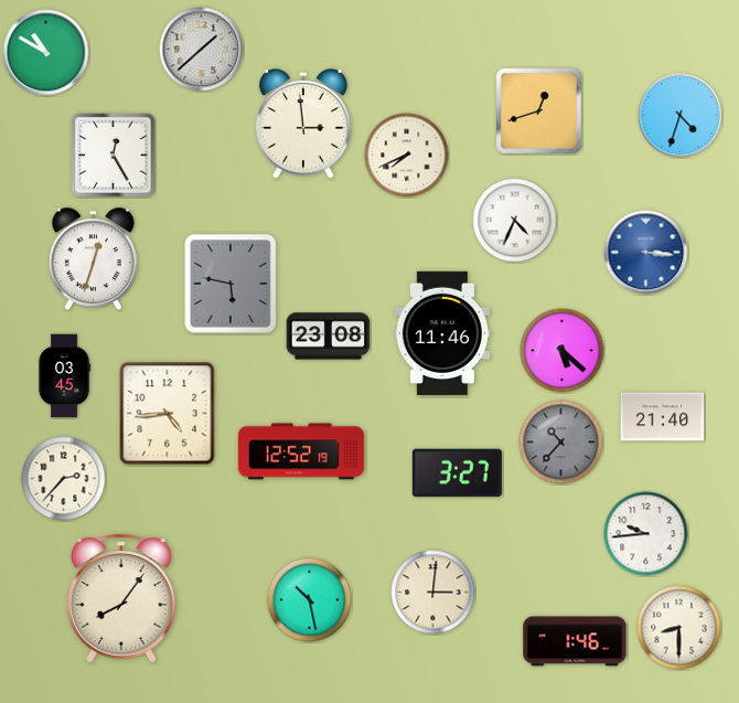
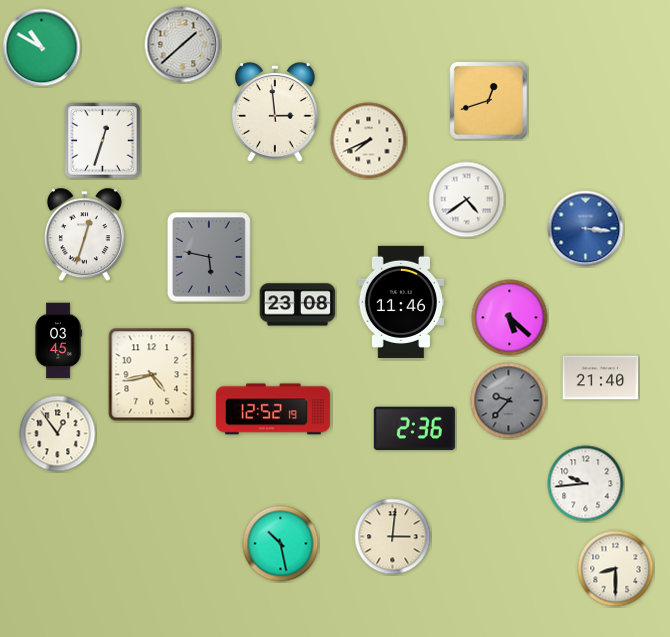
clock at (681, 116): 4:33 -> none
clock at (114, 156): 12:25 -> 12:33
clock at (515, 221): 4:34 -> 4:39
clock at (168, 414): 4:44 -> 4:43
clock at (561, 443): 10:37 -> 9:37
clock at (457, 473): 3:27 -> 2:36
clock at (64, 479): 2:37 -> 12:54
clock at (121, 598): 8:06 -> none
clock at (575, 641): 1:46 -> none
